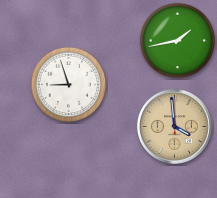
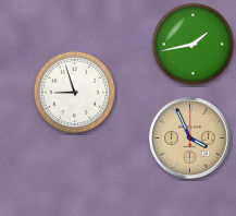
clock at (174, 126): 3:59 -> 3:56
